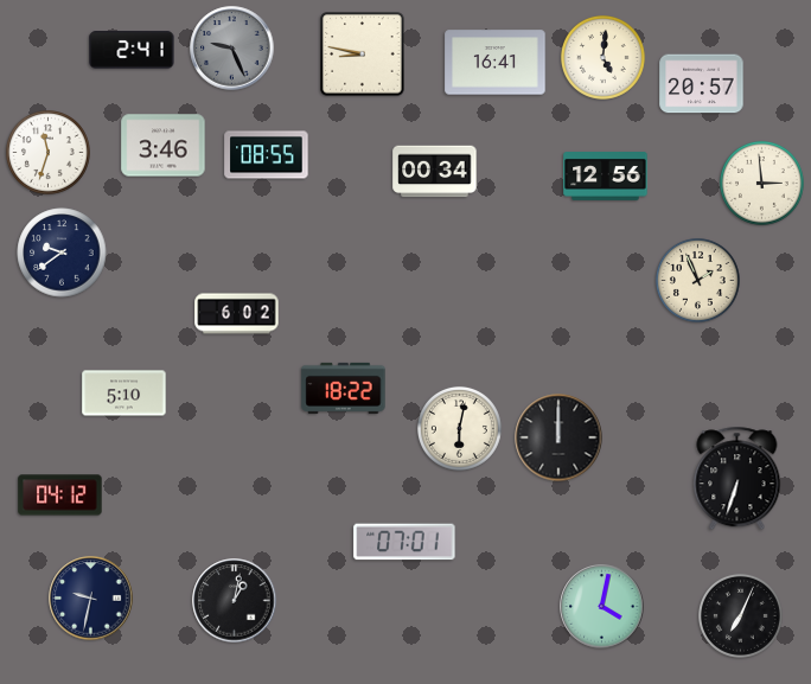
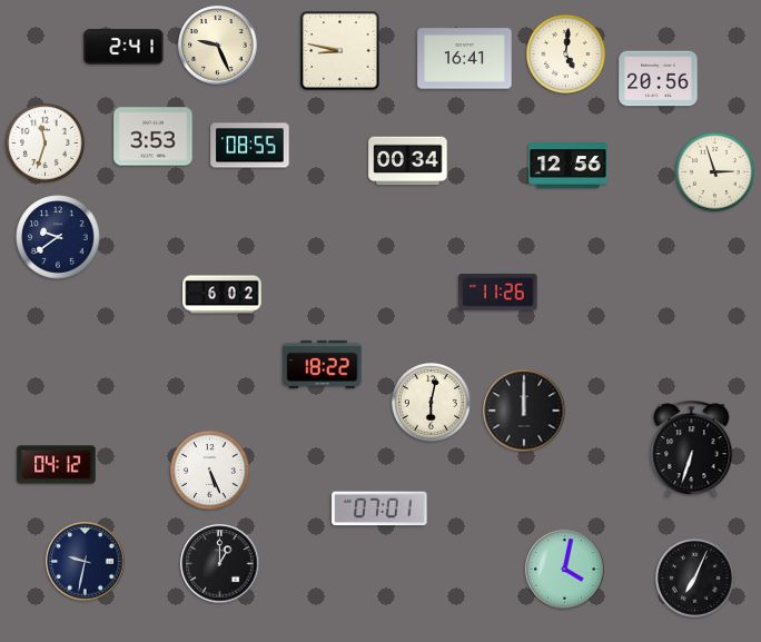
clock at (232, 49) dial: grey -> cream
clock at (702, 84): 20:57 -> 20:56
clock at (164, 146): 3:46 -> 3:53
clock at (761, 183): 2:59 -> 2:57
clock at (697, 280): 1:56 -> none
clock at (498, 293): none -> 11:26
clock at (124, 394): 5:10 -> none
clock at (209, 470): none -> 5:26
clock at (235, 601): 1:02 -> 1:00
